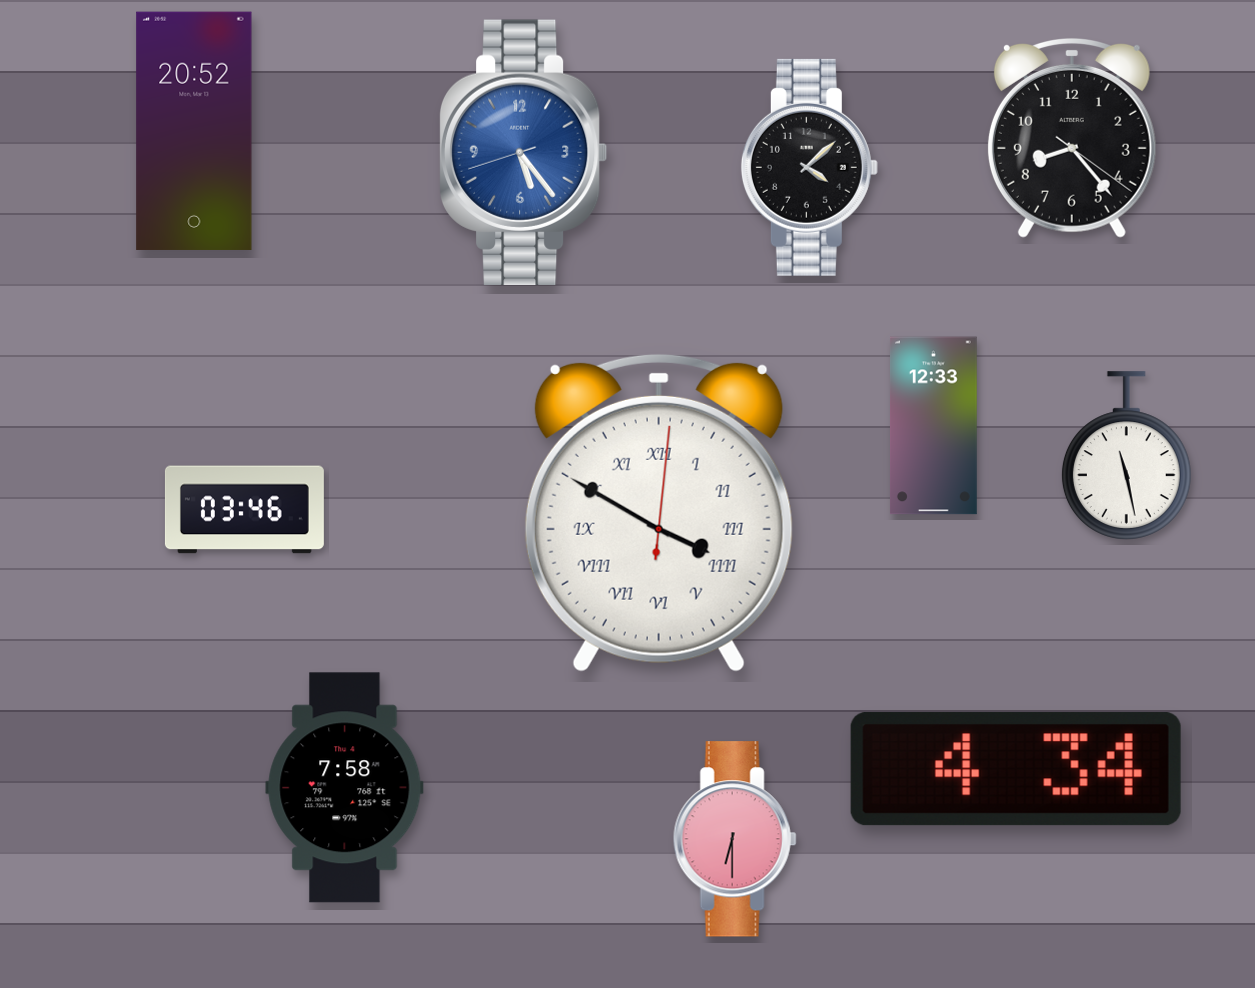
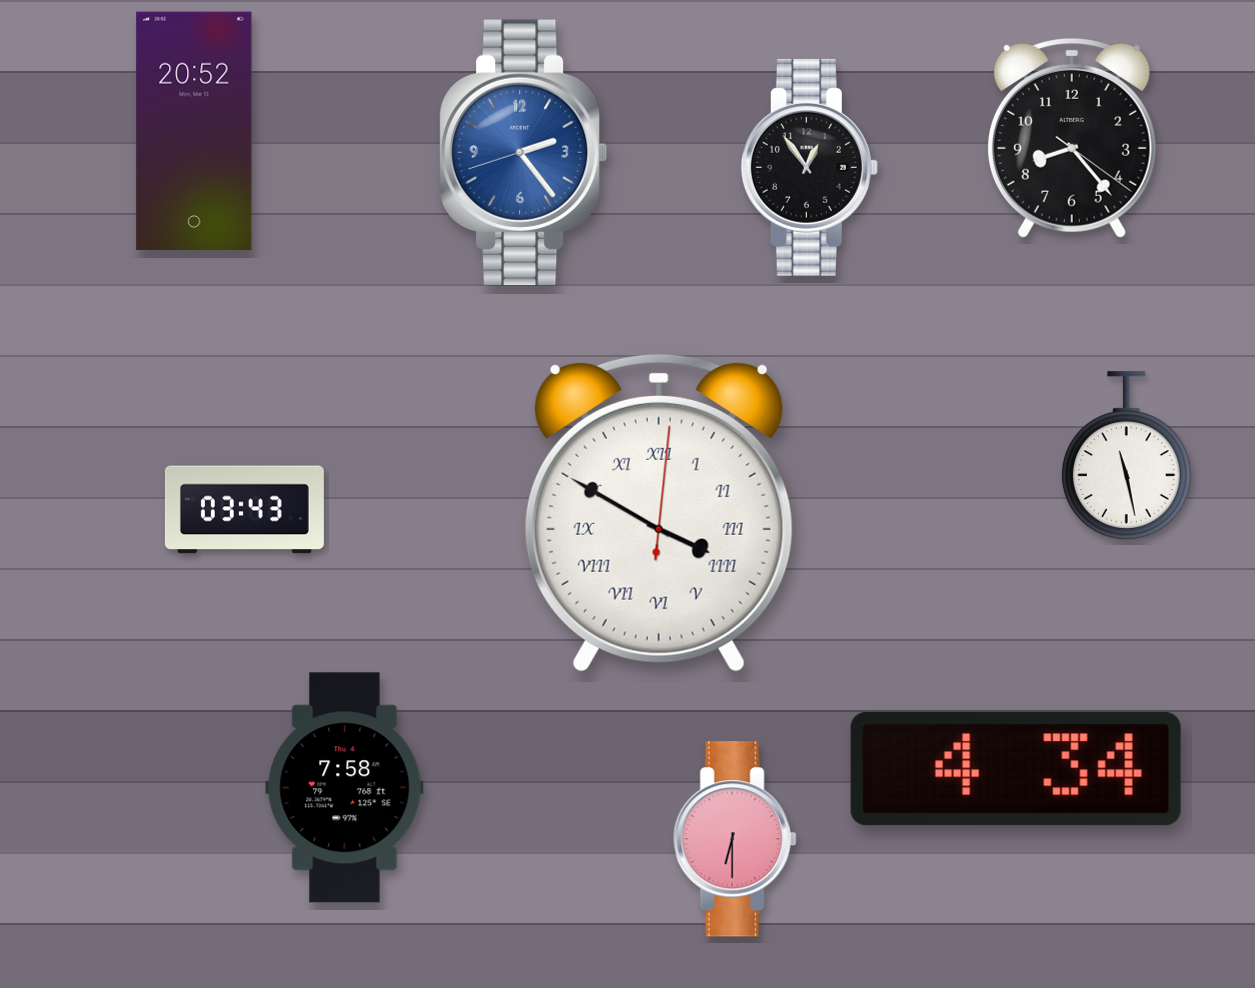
clock at (523, 152): 5:23 -> 2:23
clock at (809, 167): 4:08 -> 12:54
clock at (933, 426): 12:33 -> none
clock at (244, 510): 03:46 -> 03:43
